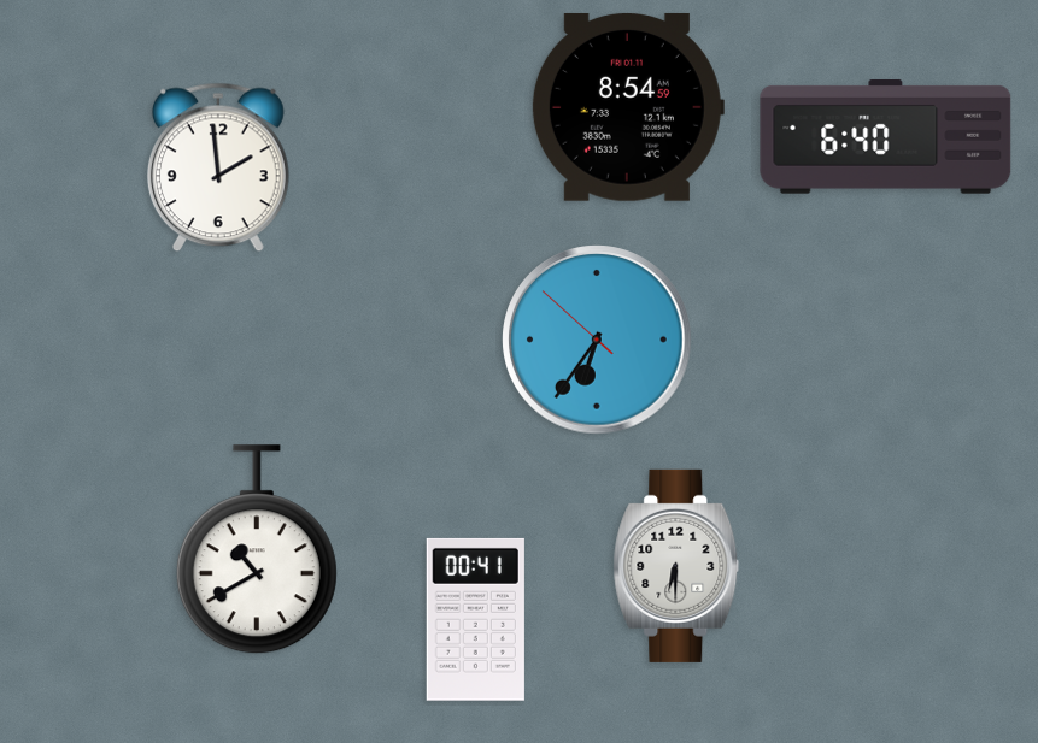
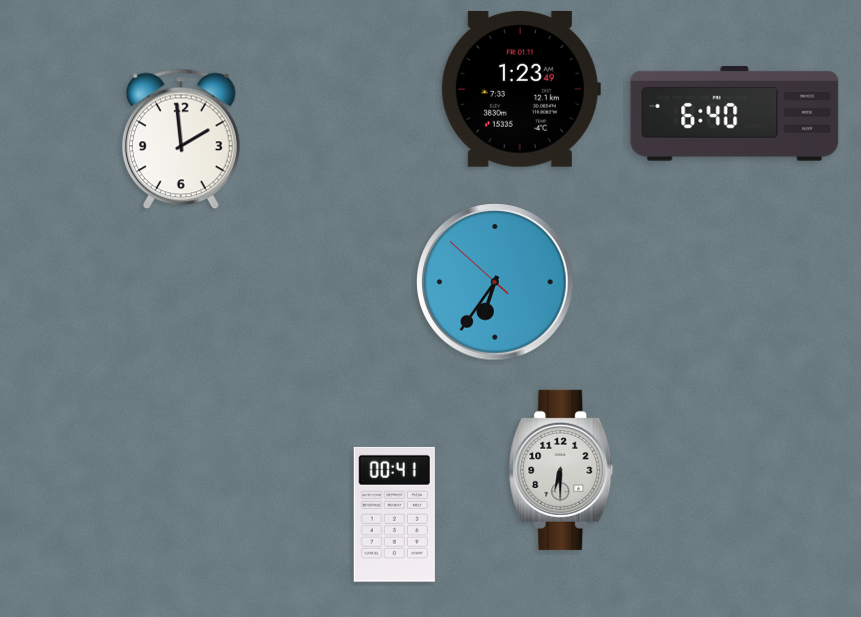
clock at (627, 107): 8:54 -> 1:23
clock at (257, 550): 10:40 -> none
